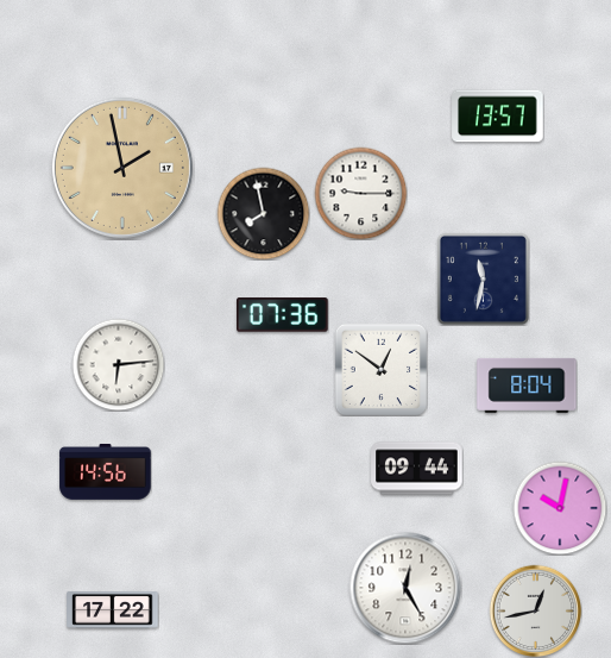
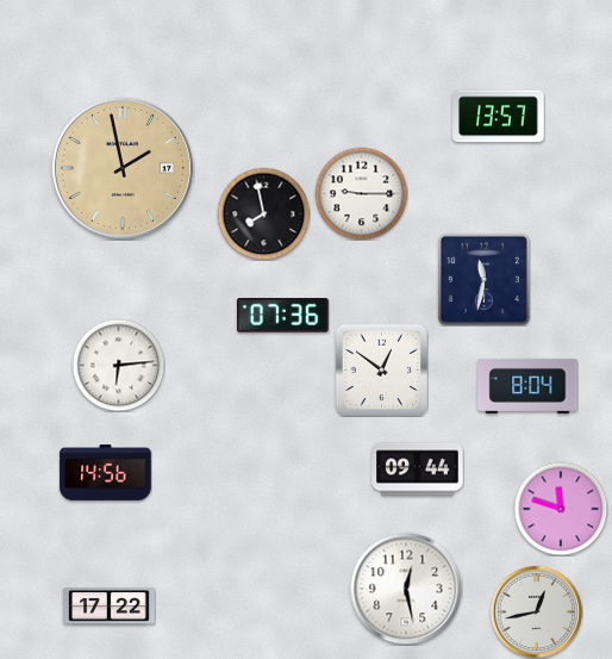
clock at (560, 508): 10:02 -> 11:48
clock at (405, 588): 12:25 -> 12:28
clock at (113, 610) position: (113, 610) -> (110, 607)
